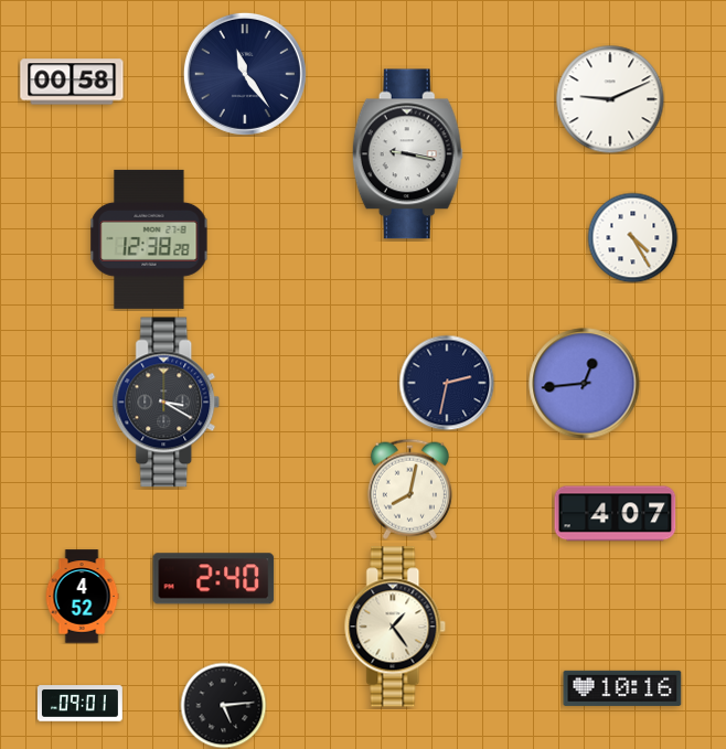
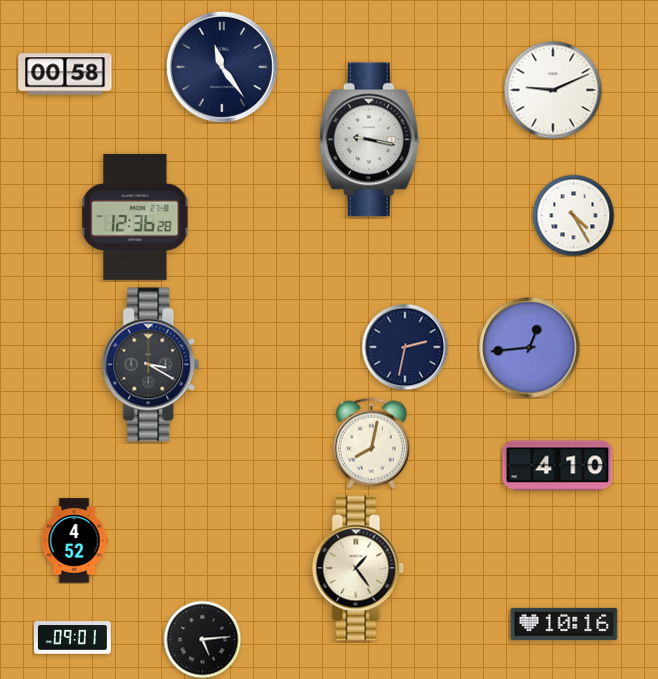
clock at (149, 239): 12:38 -> 12:36
clock at (616, 514): 4:07 -> 4:10
clock at (214, 579): 2:40 -> none
